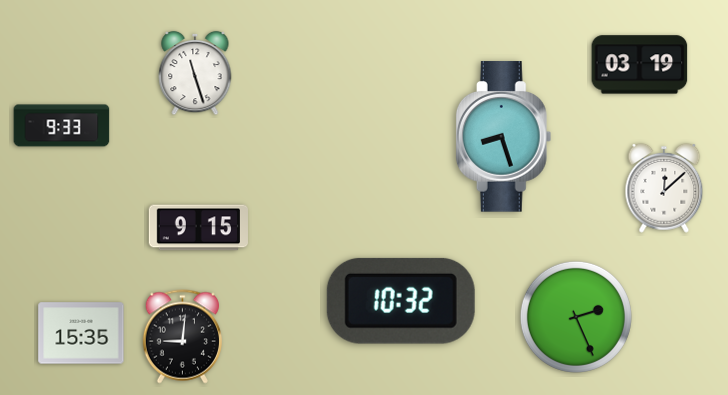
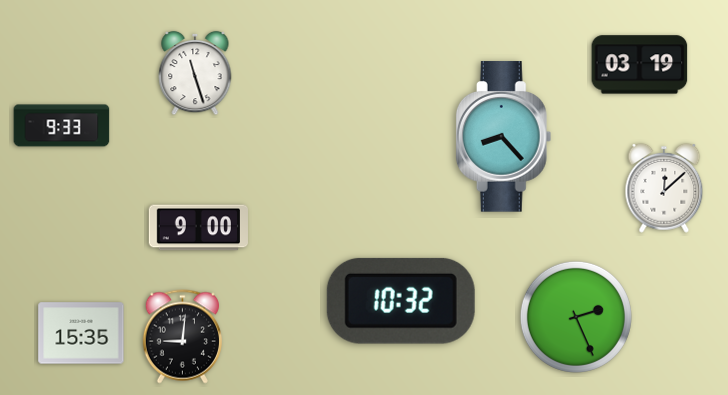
clock at (504, 137): 8:27 -> 8:23
clock at (198, 228): 9:15 -> 9:00
